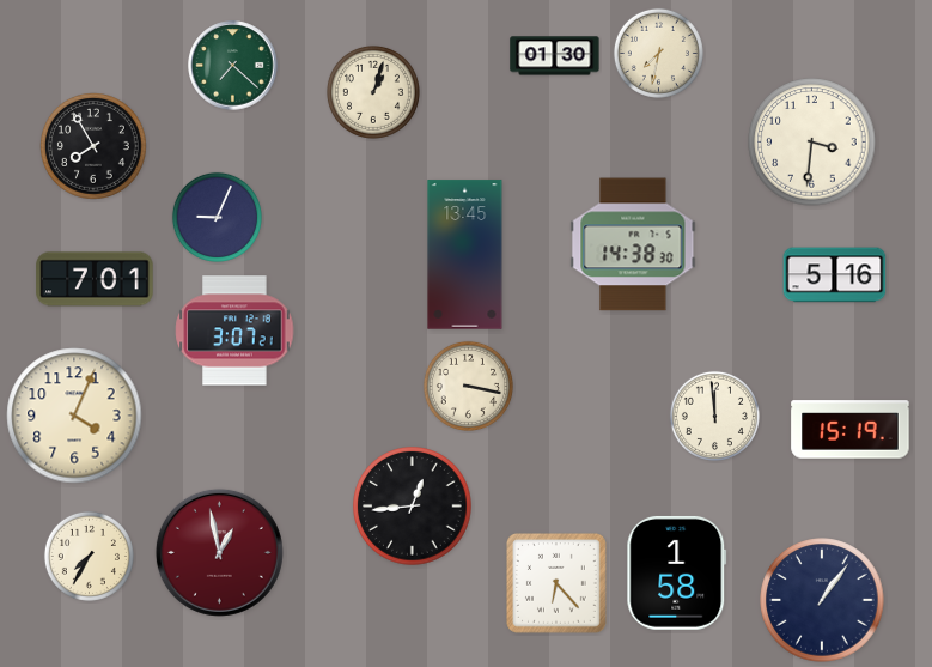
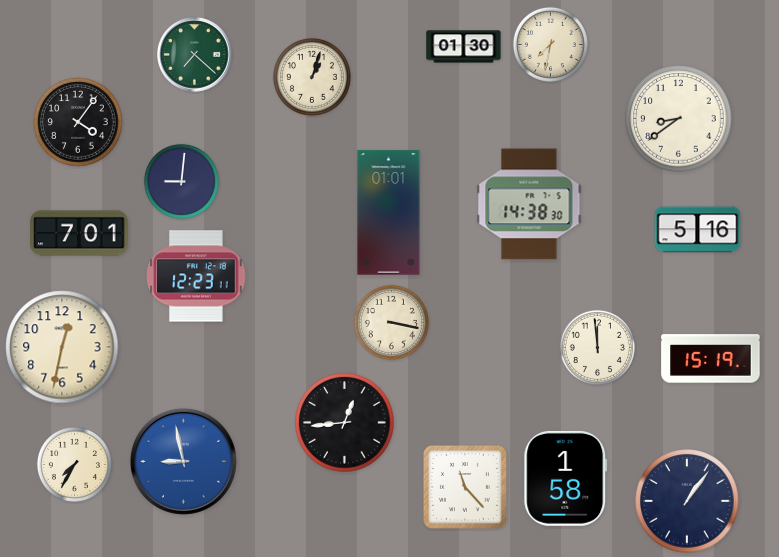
clock at (812, 143): 3:31 -> 8:39
clock at (95, 147): 7:55 -> 4:06
clock at (217, 217): 9:04 -> 9:01
clock at (465, 255): 13:45 -> 01:01
clock at (234, 331): 3:07 -> 12:23
clock at (74, 416): 4:04 -> 12:32
clock at (219, 552): 12:58 -> 8:58
clock at (219, 552) dial: burgundy -> blue
clock at (558, 584): 6:23 -> 11:23
